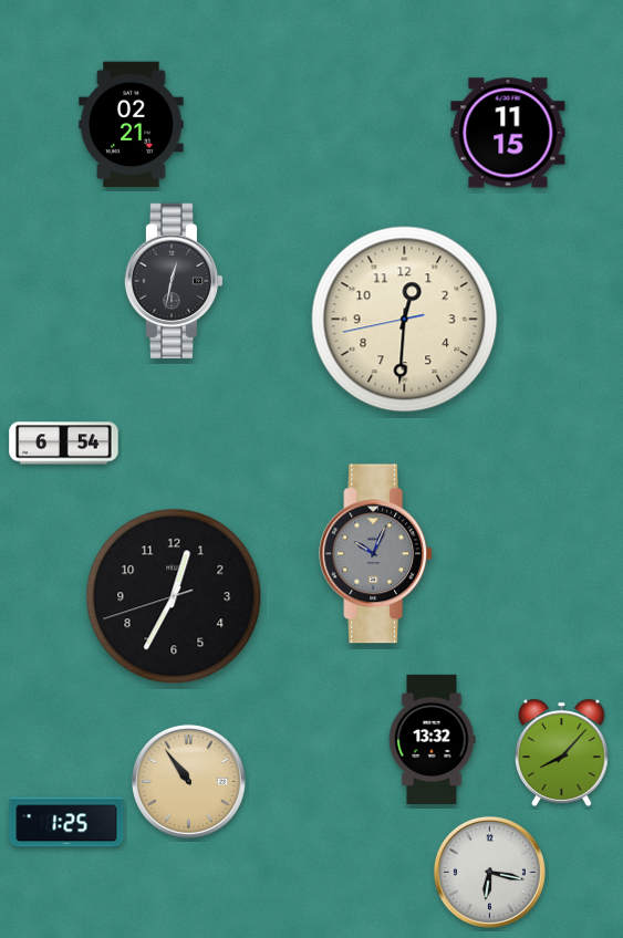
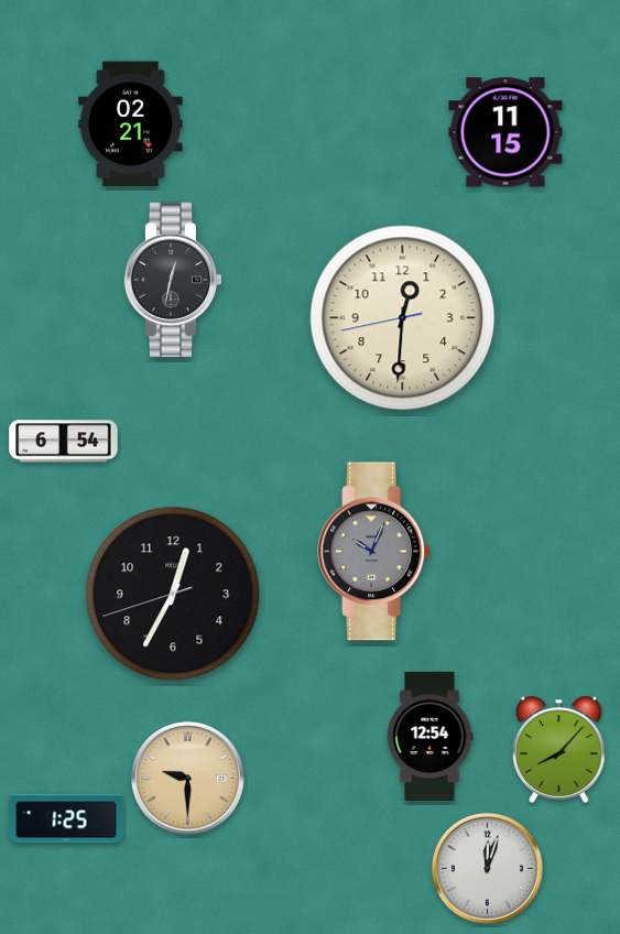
clock at (432, 739): 13:32 -> 12:54
clock at (188, 781): 10:54 -> 9:30
clock at (489, 872): 6:17 -> 12:03
